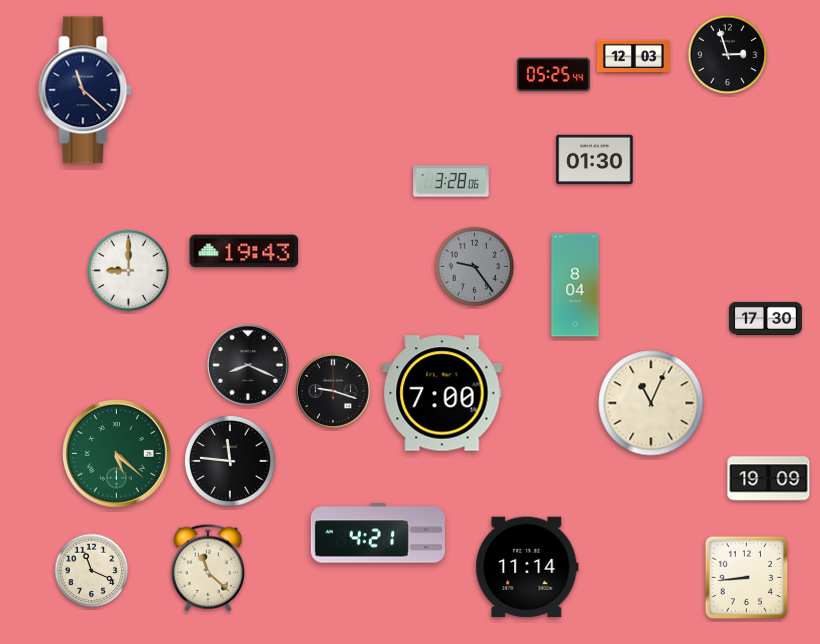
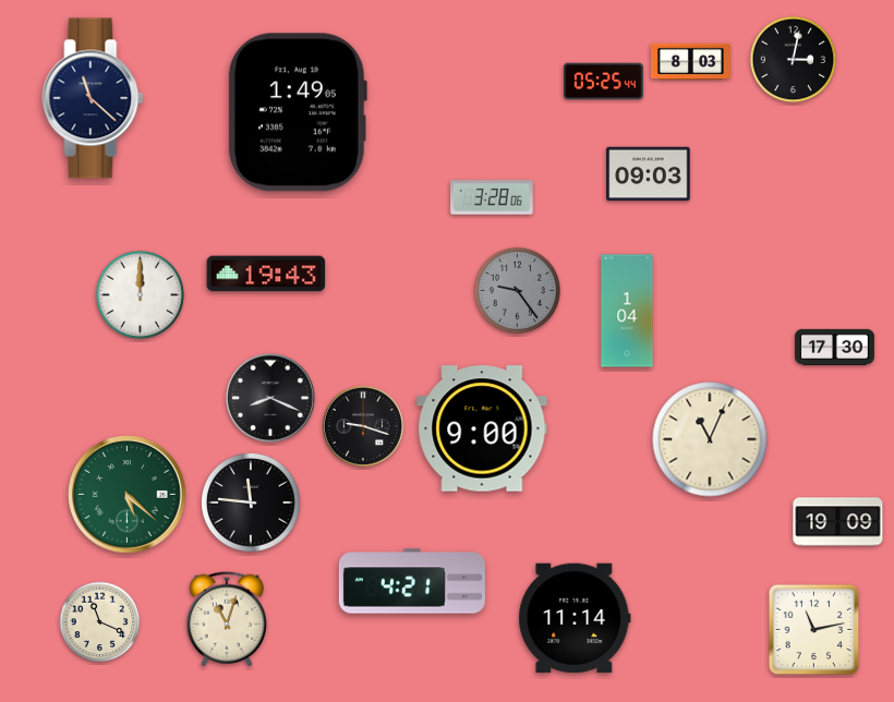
clock at (728, 55): 2:57 -> 3:02
clock at (633, 57): 12:03 -> 8:03
clock at (297, 112): none -> 1:49
clock at (595, 160): 01:30 -> 09:03
clock at (129, 271): 9:00 -> 12:00
clock at (575, 285): 8:04 -> 1:04
clock at (442, 393): 7:00 -> 9:00
clock at (207, 568): 11:22 -> 11:03
clock at (747, 578): 8:44 -> 11:13
